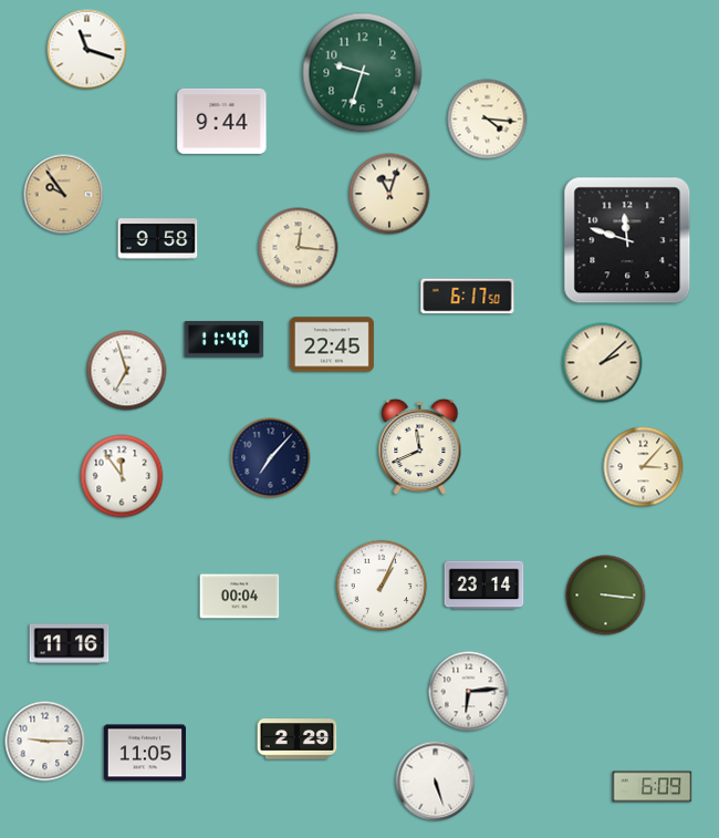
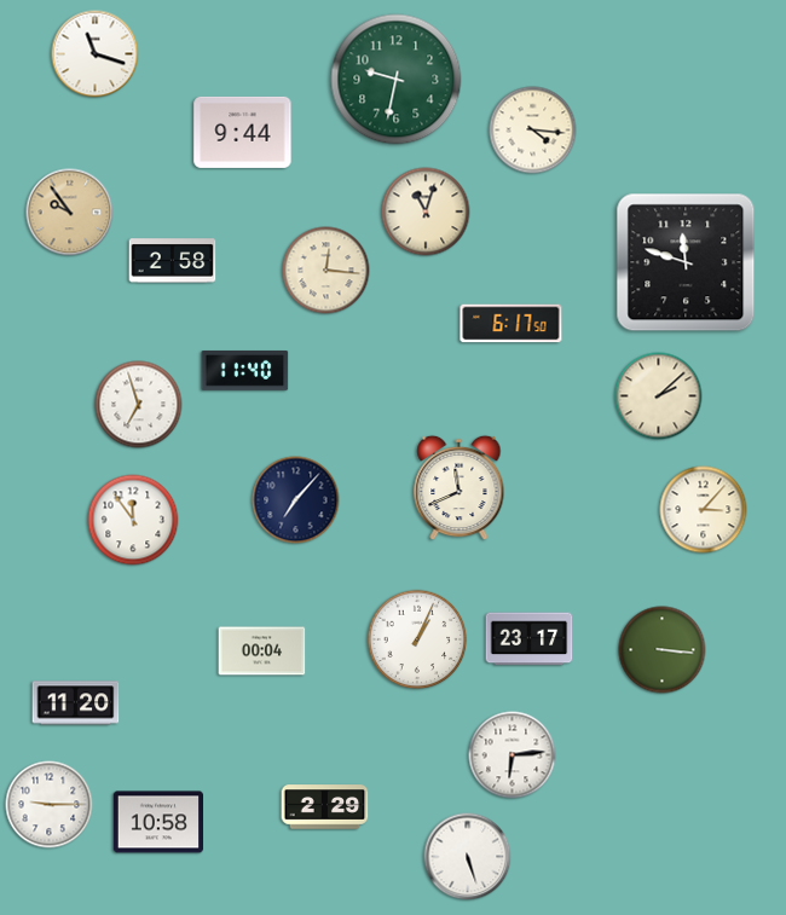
clock at (363, 73): 9:33 -> 9:32
clock at (158, 239): 9:58 -> 2:58
clock at (332, 344): 22:45 -> none
clock at (484, 586): 23:14 -> 23:17
clock at (70, 644): 11:16 -> 11:20
clock at (45, 742) position: (45, 742) -> (50, 805)
clock at (144, 753): 11:05 -> 10:58
clock at (436, 782) position: (436, 782) -> (468, 857)
clock at (653, 787): 6:09 -> none
